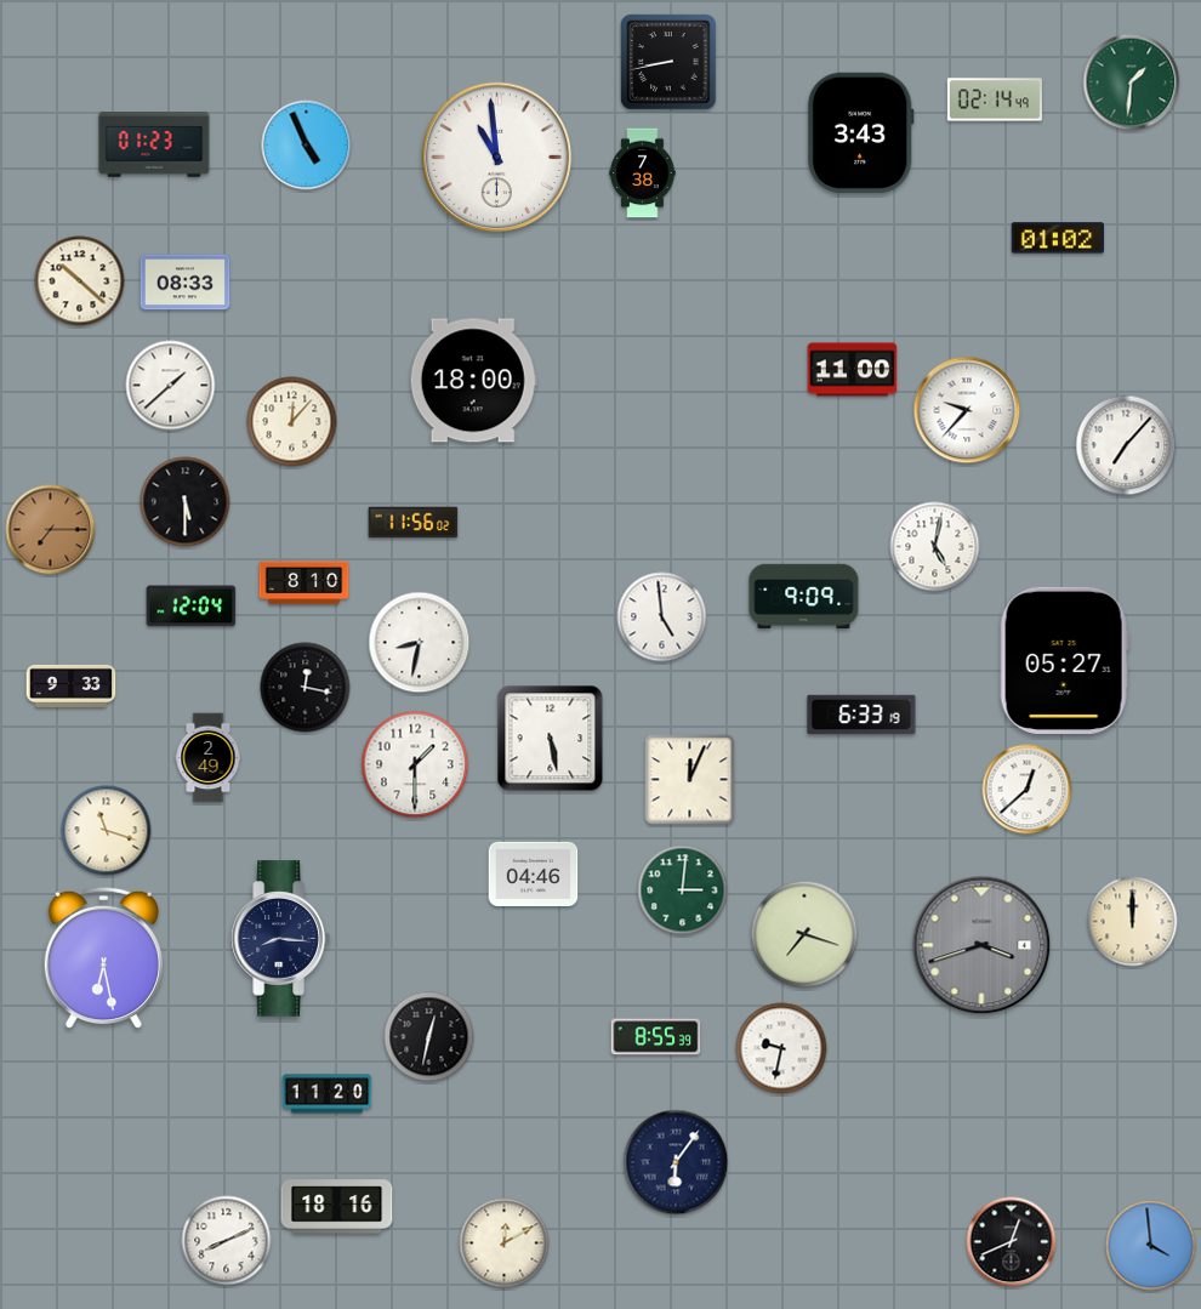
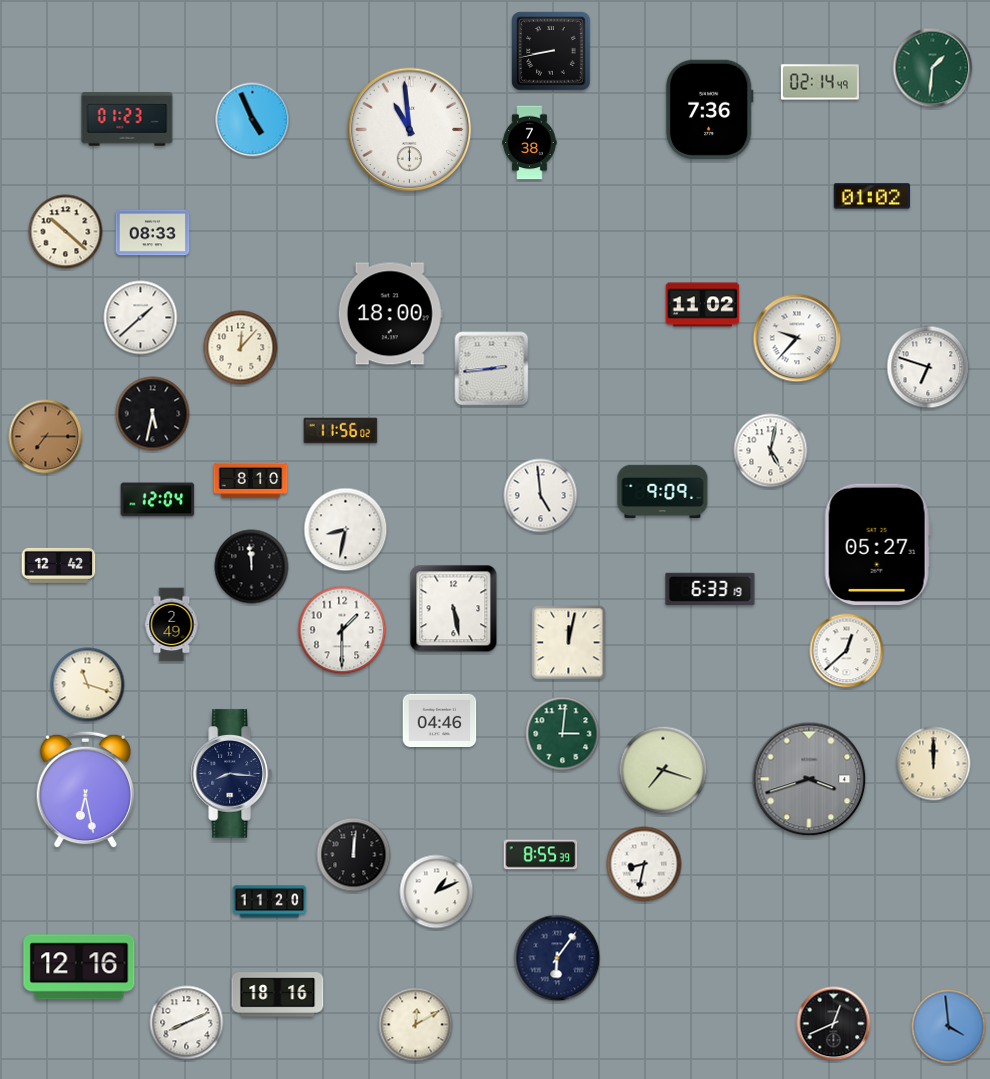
clock at (860, 132): 3:43 -> 7:36
clock at (853, 370): 11:00 -> 11:02
clock at (1126, 445): 7:07 -> 6:48
clock at (492, 369): none -> 2:44
clock at (186, 502): 5:30 -> 5:32
clock at (51, 530) position: (51, 530) -> (46, 437)
clock at (662, 617) position: (662, 617) -> (541, 496)
clock at (72, 685): 9:33 -> 12:42
clock at (306, 688): 12:17 -> 11:59
clock at (690, 780): 12:04 -> 12:02
clock at (1133, 922) position: (1133, 922) -> (934, 764)
clock at (429, 1037): 12:32 -> 12:01
clock at (781, 1048): 9:32 -> 8:32
clock at (437, 892): none -> 1:11
clock at (79, 967): none -> 12:16
